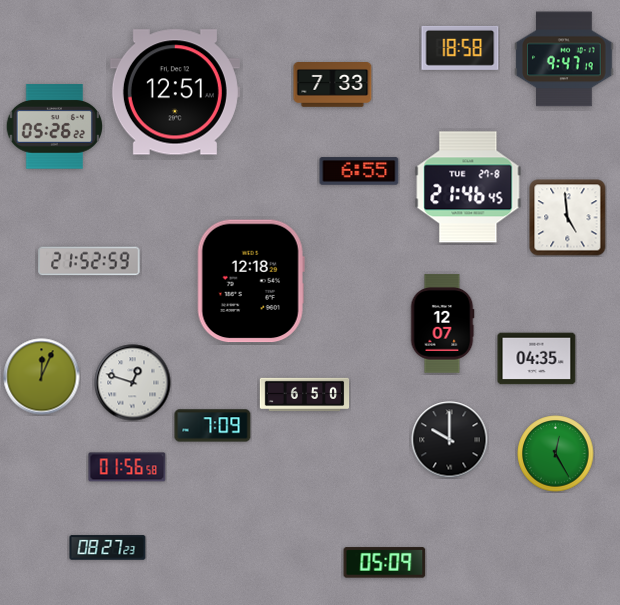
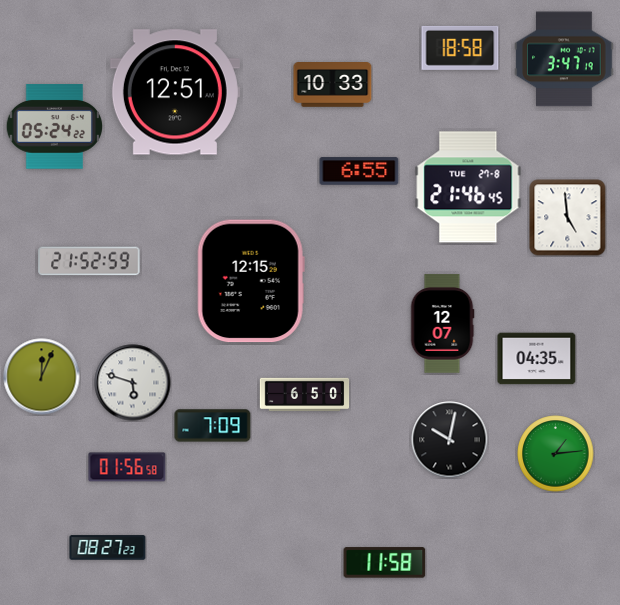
clock at (564, 59): 9:47 -> 3:47
clock at (333, 85): 7:33 -> 10:33
clock at (54, 127): 05:26 -> 05:24
clock at (251, 281): 12:18 -> 12:15
clock at (133, 383): 12:48 -> 5:48
clock at (450, 440): 10:00 -> 10:02
clock at (556, 454): 12:25 -> 1:14
clock at (385, 563): 05:09 -> 11:58
